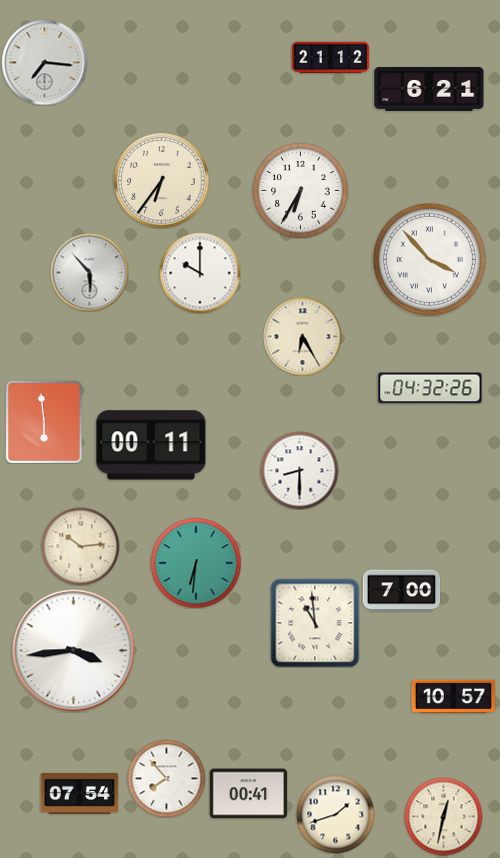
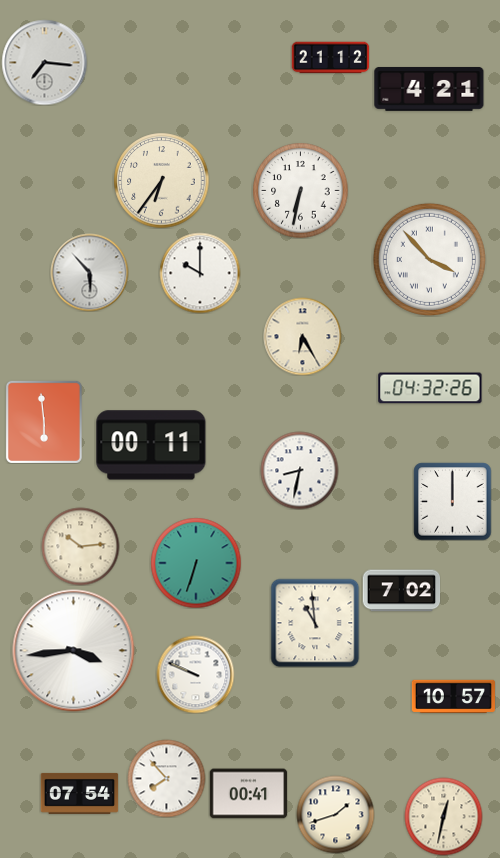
clock at (429, 89): 6:21 -> 4:21
clock at (300, 190): 6:35 -> 6:32
clock at (299, 470): 8:30 -> 8:32
clock at (452, 501): none -> 12:00
clock at (196, 563): 6:31 -> 6:33
clock at (401, 591): 7:00 -> 7:02
clock at (195, 674): none -> 9:49
